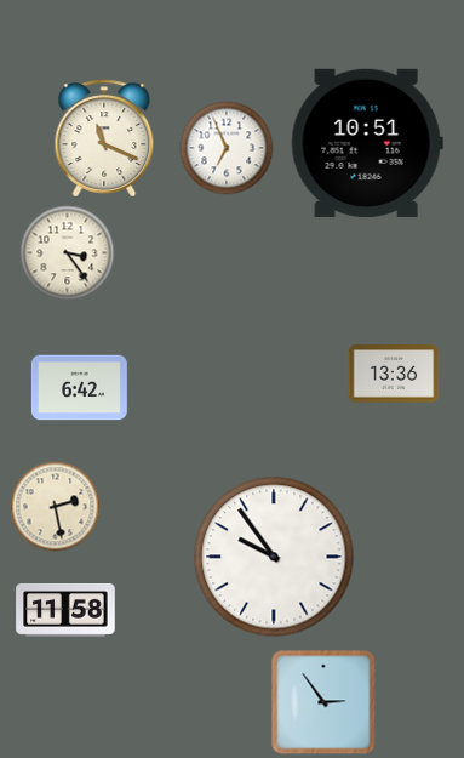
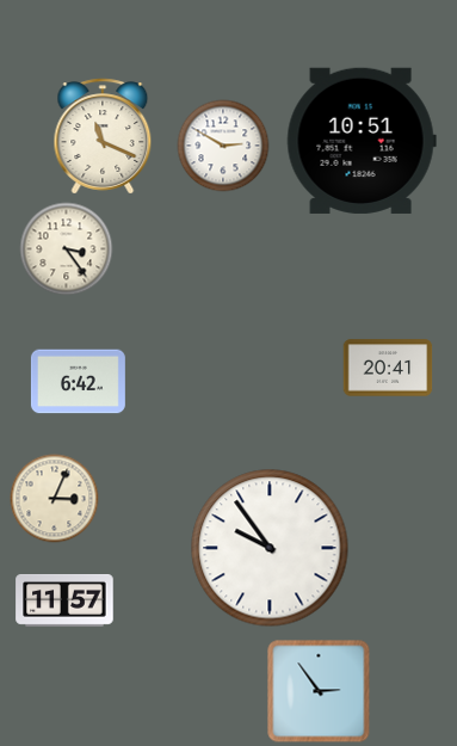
clock at (227, 148): 6:56 -> 2:50
clock at (394, 374): 13:36 -> 20:41
clock at (56, 507): 2:28 -> 3:04
clock at (65, 611): 11:58 -> 11:57
